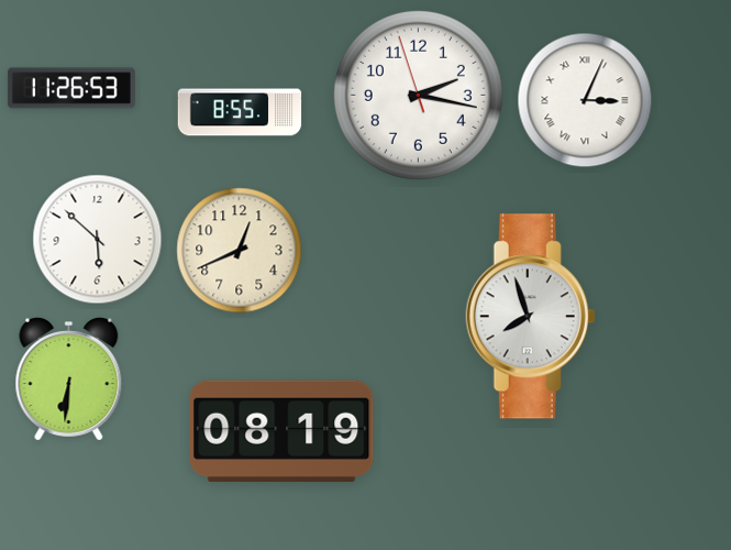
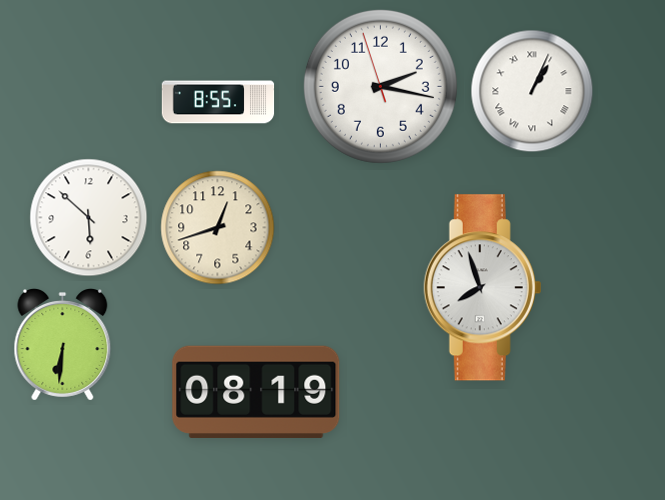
clock at (71, 88): 11:26 -> none
clock at (585, 100): 3:04 -> 1:04
clock at (240, 251): 12:41 -> 12:42
